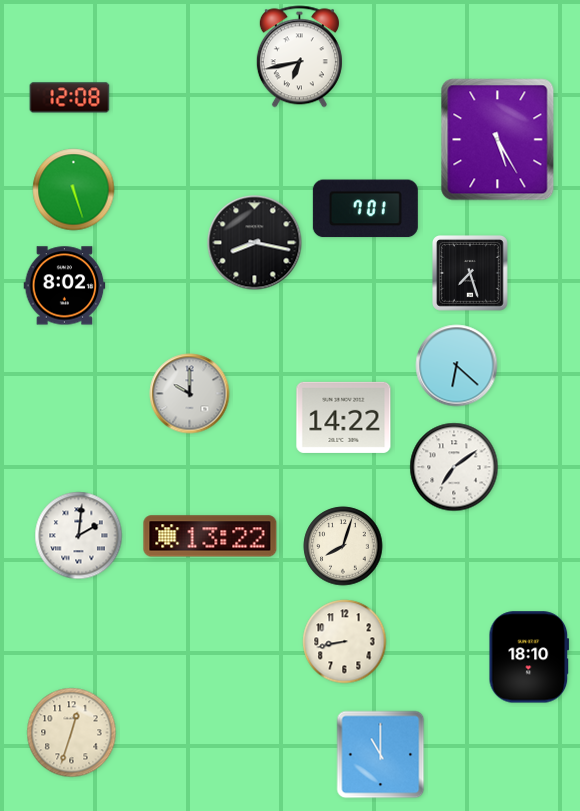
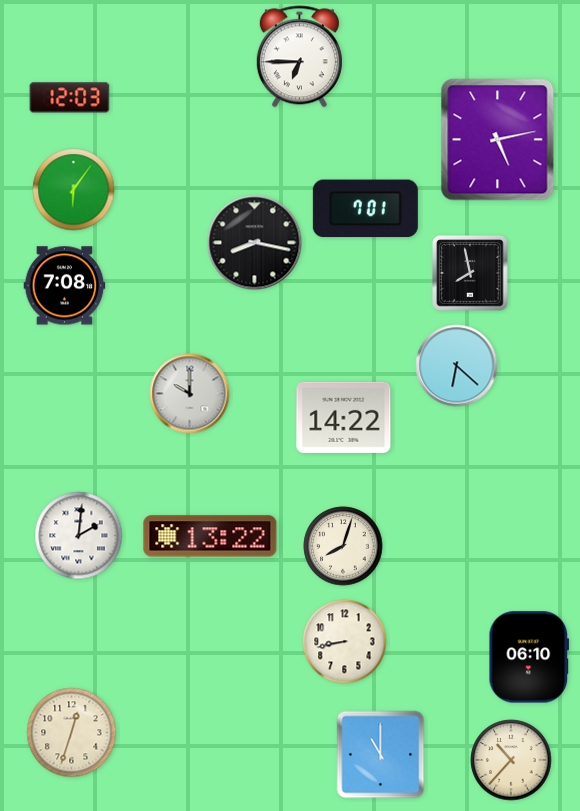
clock at (299, 57): 6:43 -> 6:45
clock at (70, 98): 12:08 -> 12:03
clock at (498, 140): 5:25 -> 5:13
clock at (74, 190): 5:27 -> 6:06
clock at (471, 274): 7:27 -> 7:58
clock at (65, 286): 8:02 -> 7:08
clock at (454, 467): 7:09 -> none
clock at (529, 657): 18:10 -> 06:10
clock at (511, 760): none -> 10:37
